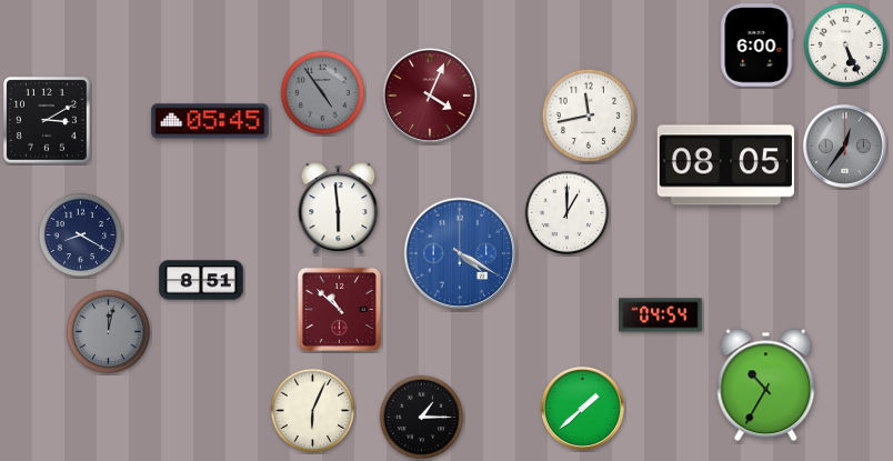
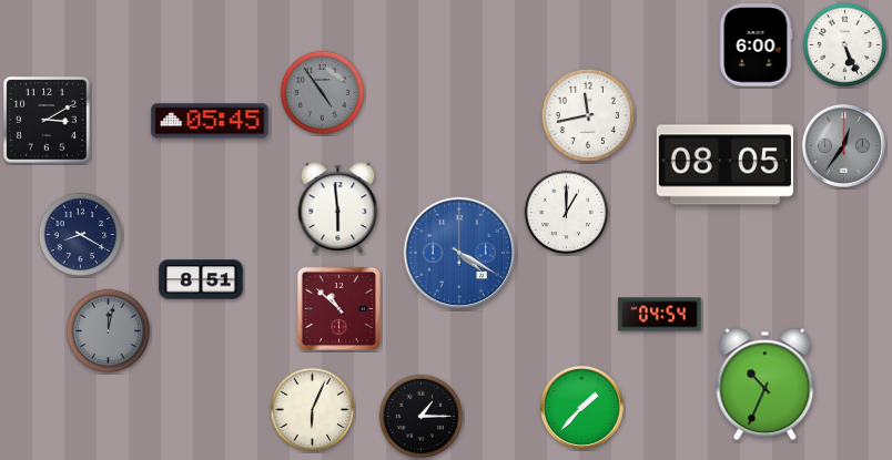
clock at (430, 96): 4:04 -> none
clock at (766, 385): 10:35 -> 10:34
clock at (582, 408): 1:38 -> 1:37
